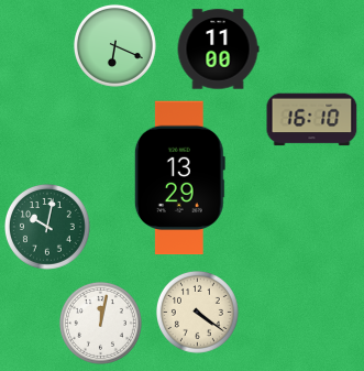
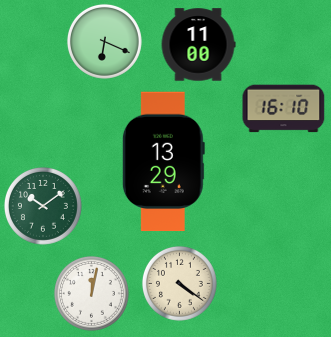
clock at (47, 227): 10:02 -> 10:09
